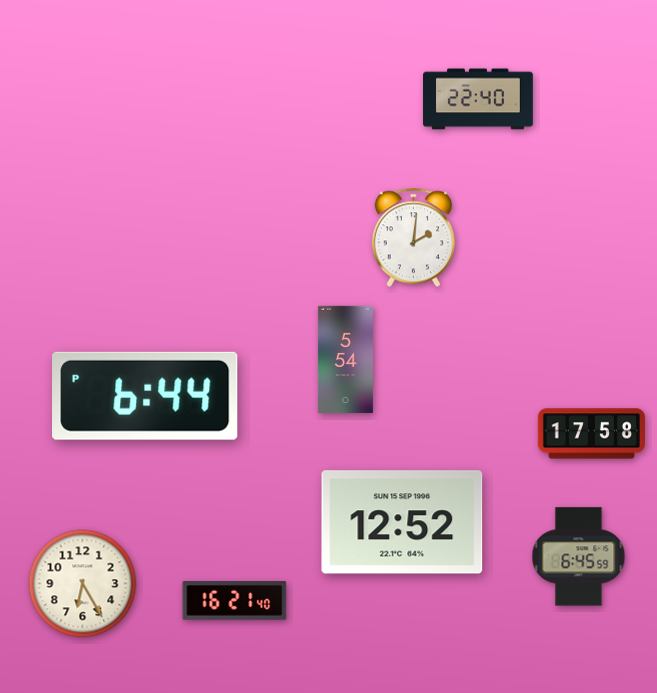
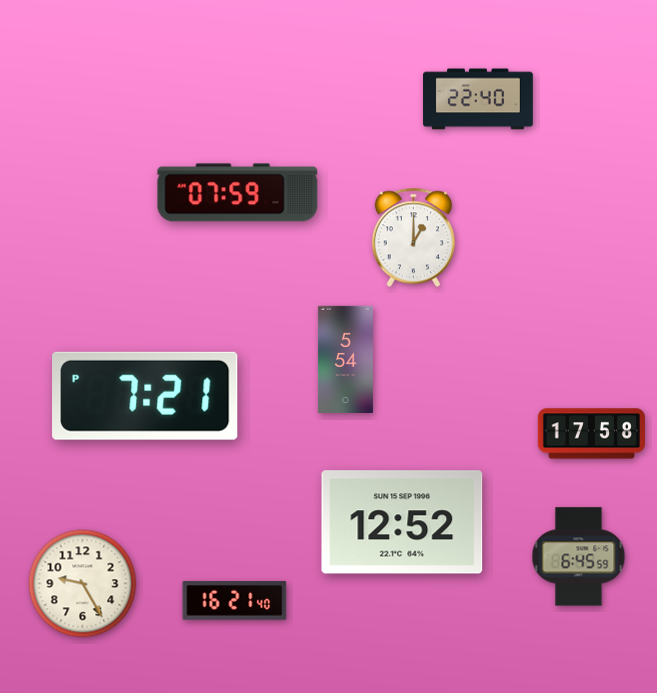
clock at (238, 193): none -> 07:59
clock at (413, 238): 2:01 -> 1:00
clock at (145, 396): 6:44 -> 7:21
clock at (83, 584): 6:25 -> 9:25
